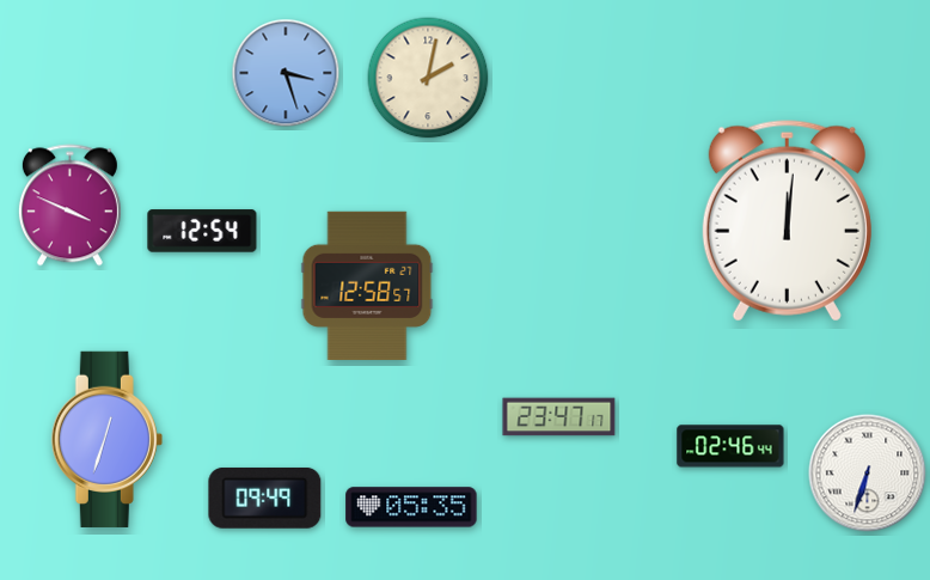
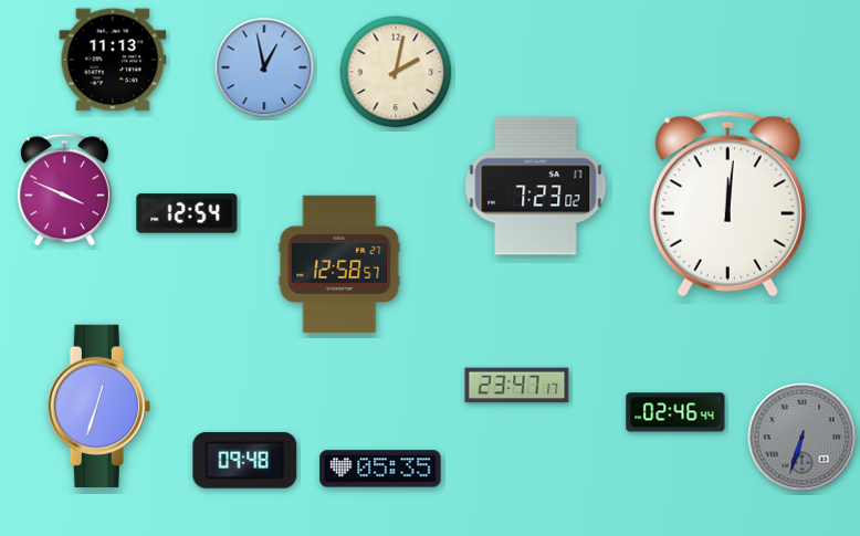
clock at (113, 60): none -> 11:13
clock at (286, 73): 3:27 -> 12:58
clock at (536, 187): none -> 7:23
clock at (868, 474) dial: white -> grey
clock at (265, 497): 09:49 -> 09:48
